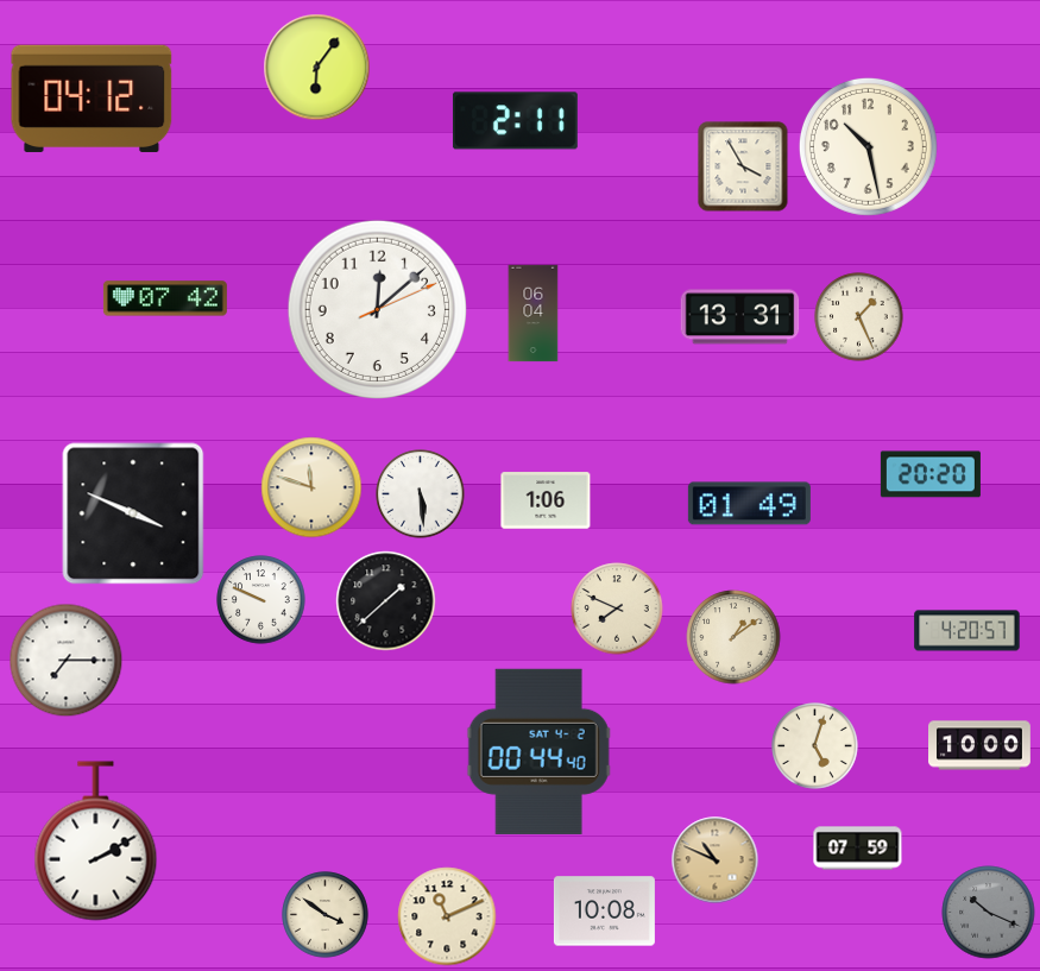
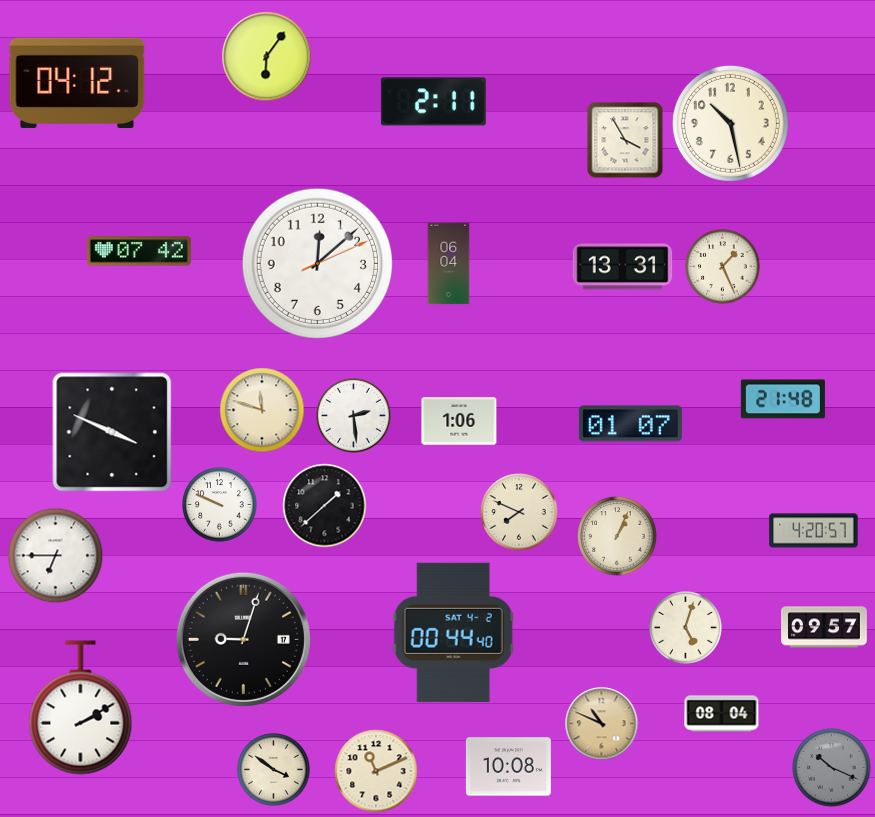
clock at (377, 309) position: (377, 309) -> (317, 263)
clock at (931, 474): 20:20 -> 21:48
clock at (421, 494): 5:29 -> 2:29
clock at (749, 504): 01:49 -> 01:07
clock at (733, 637): 1:09 -> 1:04
clock at (67, 661): 7:15 -> 6:45
clock at (981, 745): 10:00 -> 09:57
clock at (243, 639): none -> 9:03
clock at (858, 849): 07:59 -> 08:04
